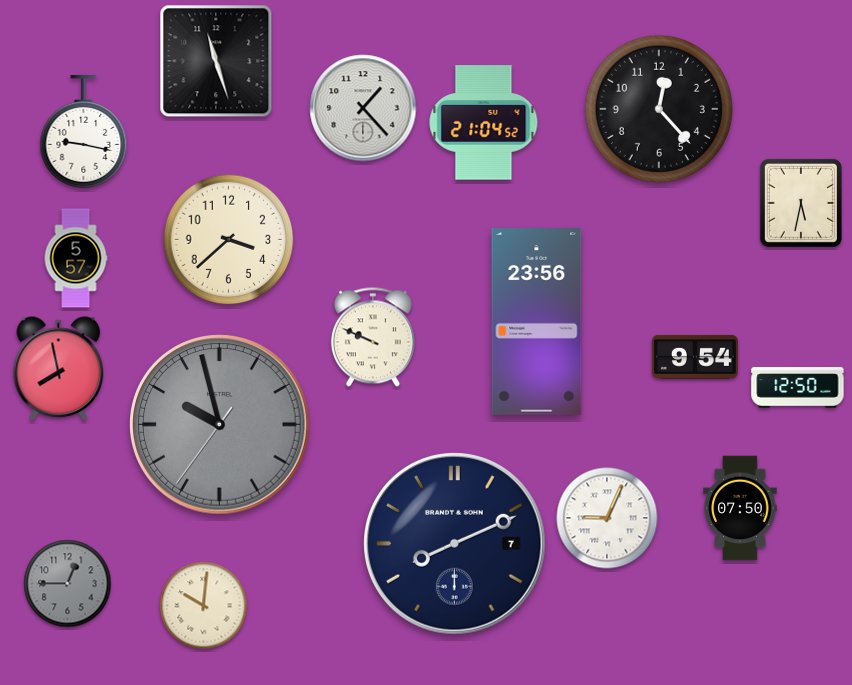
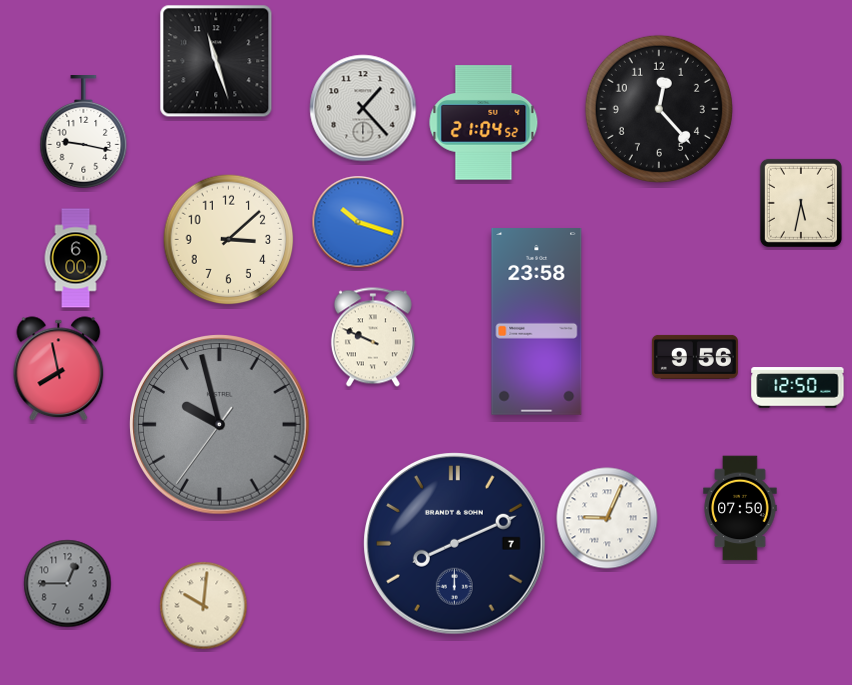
clock at (358, 222): none -> 10:18
clock at (229, 240): 3:38 -> 3:08
clock at (76, 258): 5:57 -> 6:00
clock at (537, 322): 23:56 -> 23:58
clock at (695, 357): 9:54 -> 9:56
